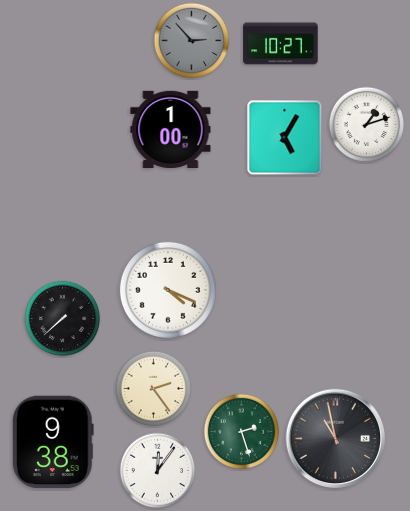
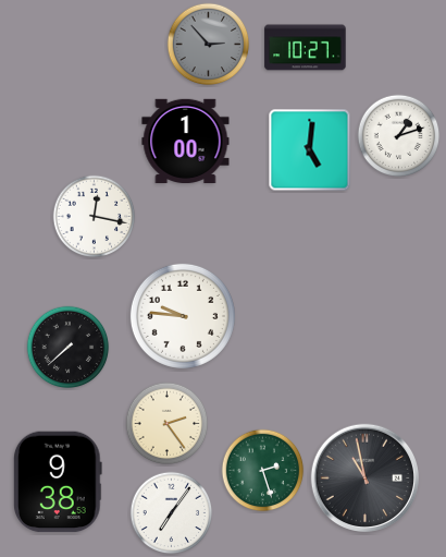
clock at (285, 138): 5:05 -> 5:01
clock at (95, 217): none -> 12:17
clock at (168, 290): 4:19 -> 9:46
clock at (158, 471): 12:06 -> 7:06
